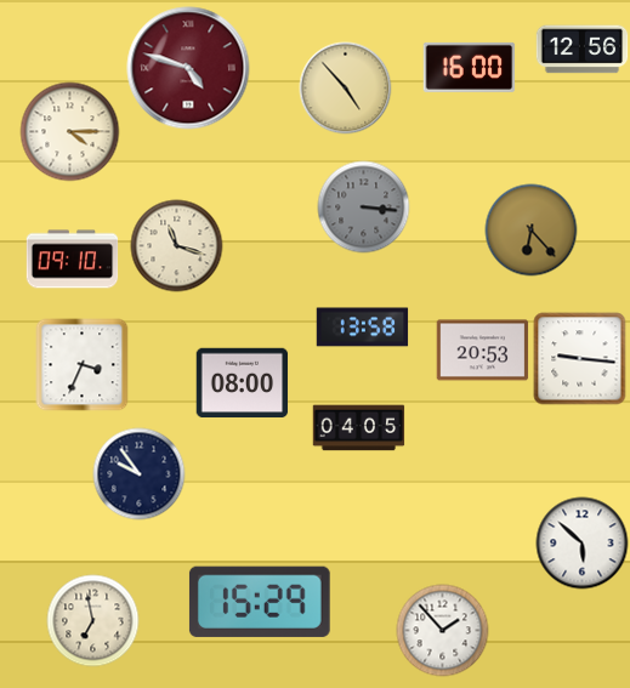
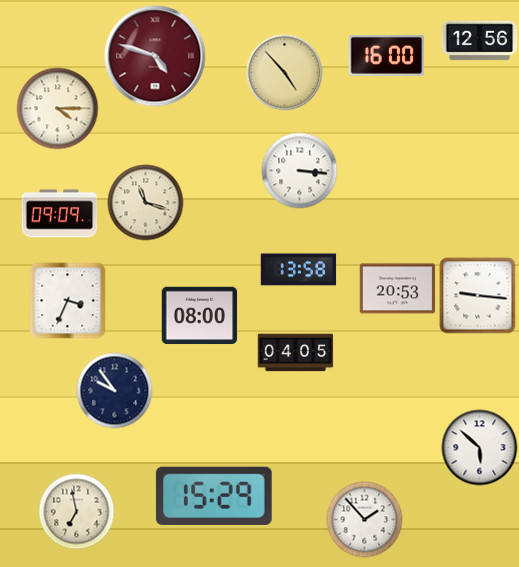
clock at (364, 207) dial: grey -> white
clock at (532, 231): 6:23 -> none
clock at (73, 260): 09:10 -> 09:09
